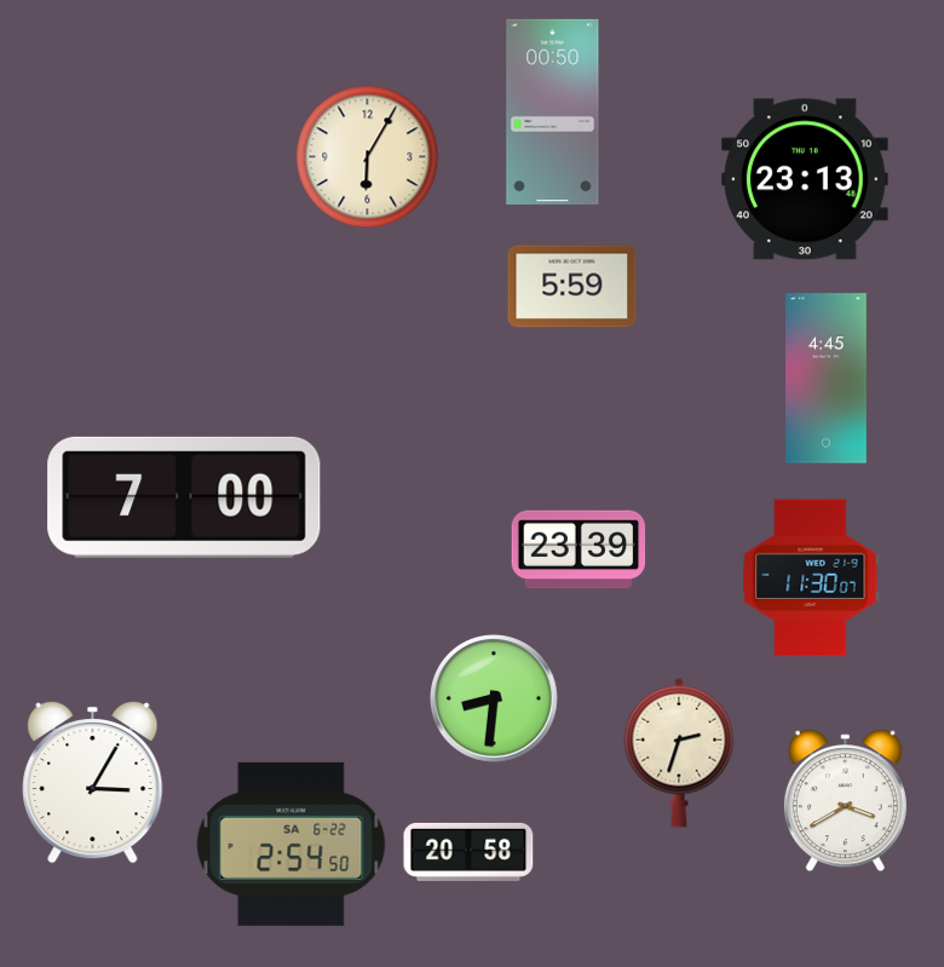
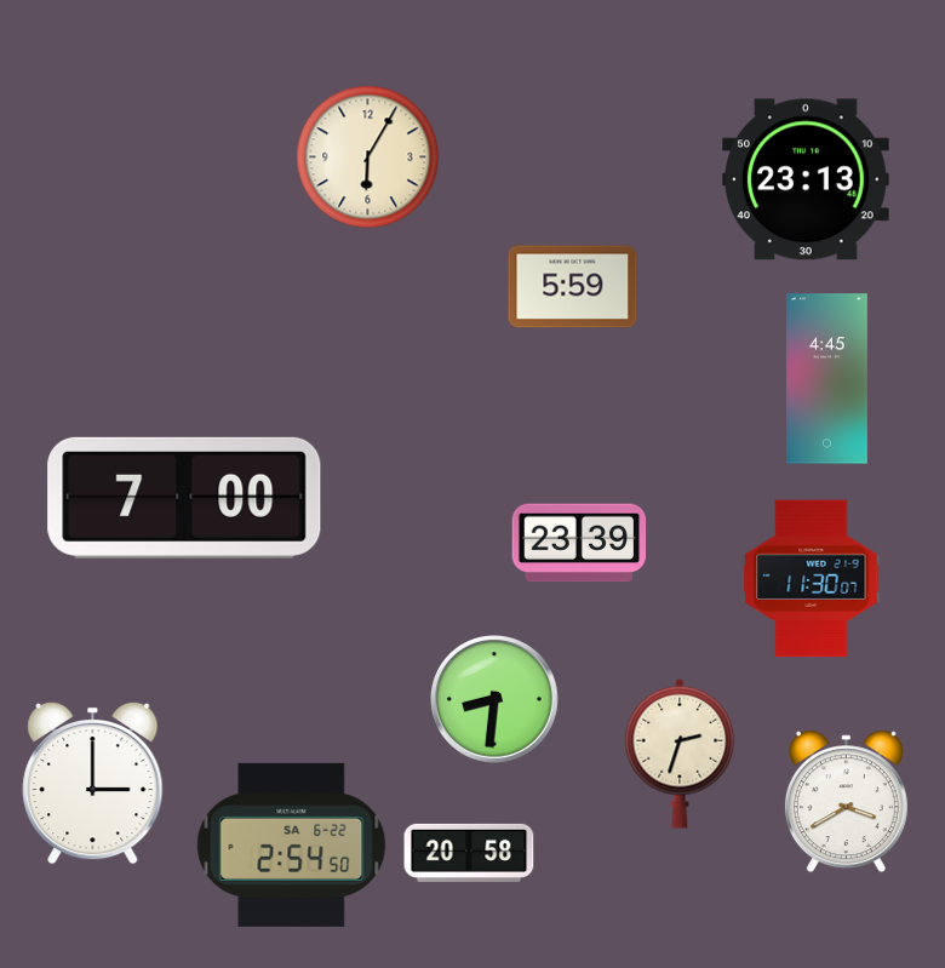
clock at (553, 111): 00:50 -> none
clock at (579, 549) position: (579, 549) -> (579, 543)
clock at (93, 782): 3:05 -> 3:00
